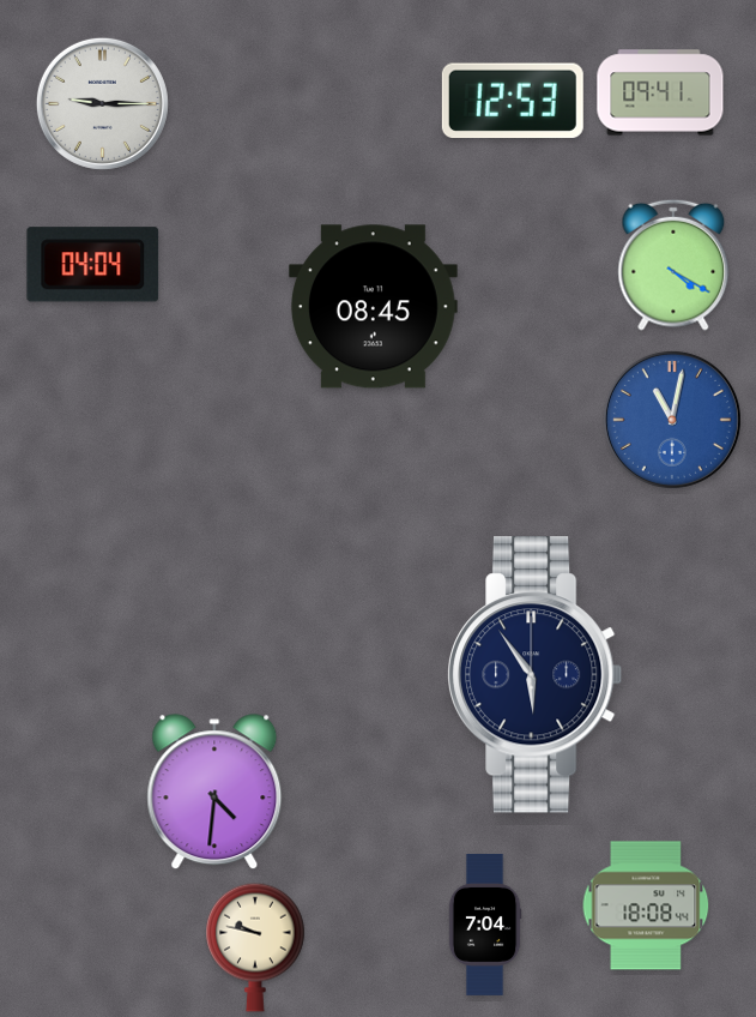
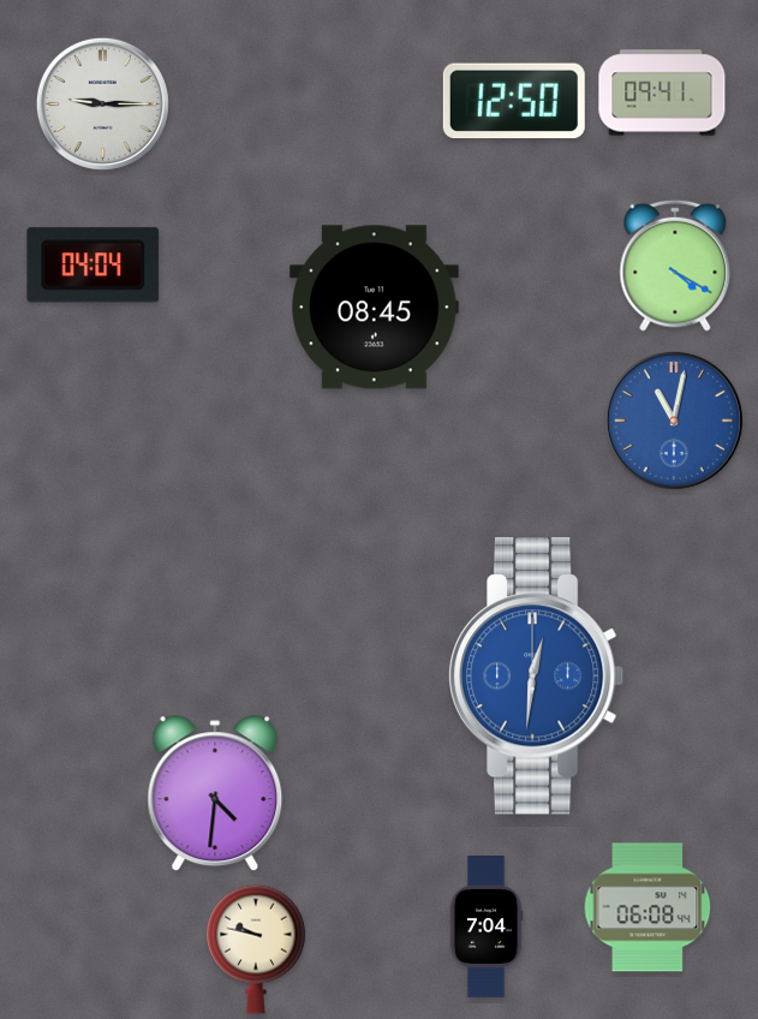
clock at (513, 101): 12:53 -> 12:50
clock at (536, 675): 5:54 -> 12:31
clock at (536, 675) dial: navy -> blue
clock at (646, 905): 18:08 -> 06:08
